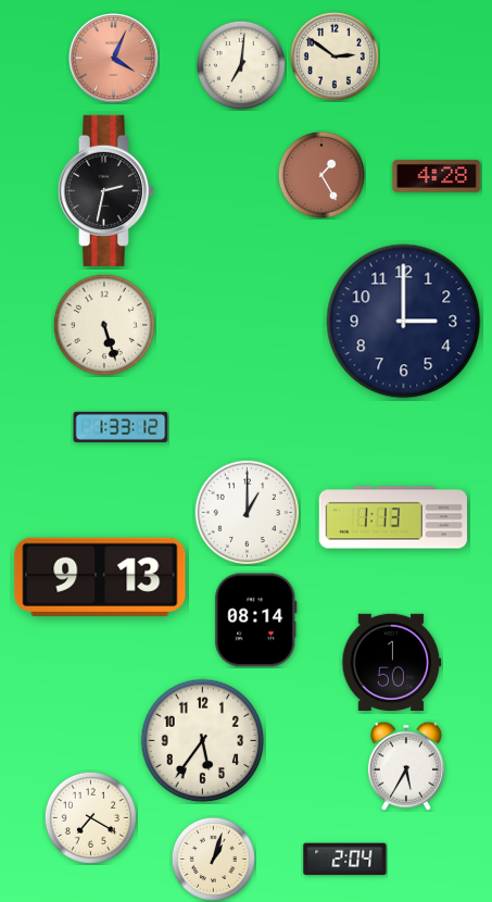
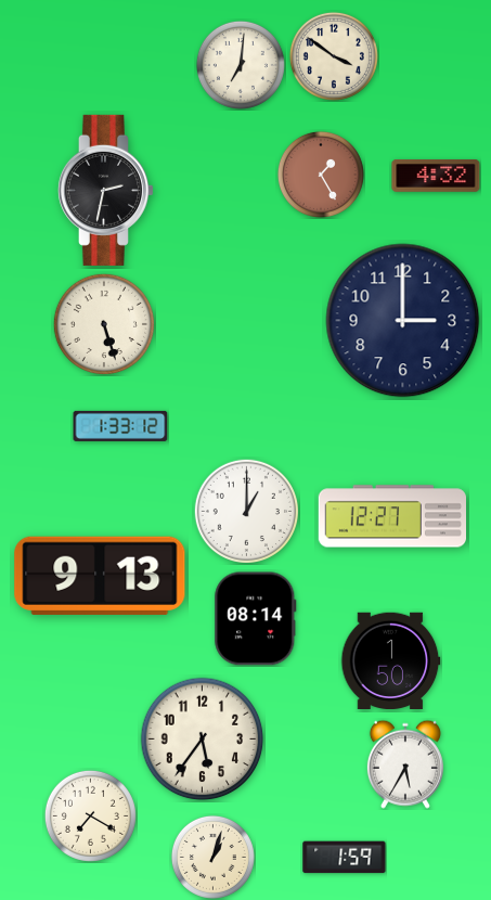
clock at (335, 57): 2:51 -> 3:51
clock at (113, 58): 4:04 -> none
clock at (437, 177): 4:28 -> 4:32
clock at (392, 517): 1:13 -> 12:27
clock at (345, 860): 2:04 -> 1:59
